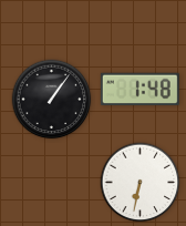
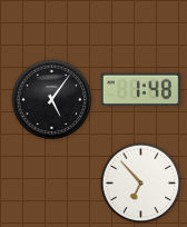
clock at (52, 100): 1:06 -> 5:06
clock at (141, 183): 6:32 -> 6:53
